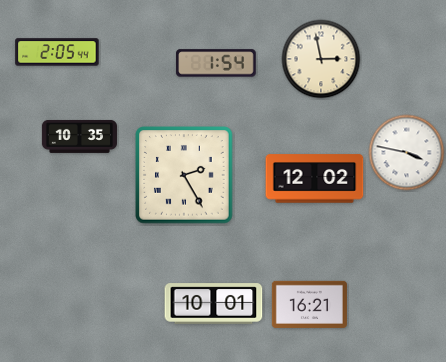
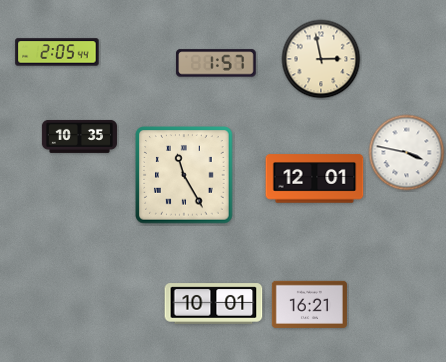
clock at (216, 63): 1:54 -> 1:57
clock at (184, 175): 2:25 -> 11:25
clock at (315, 179): 12:02 -> 12:01
